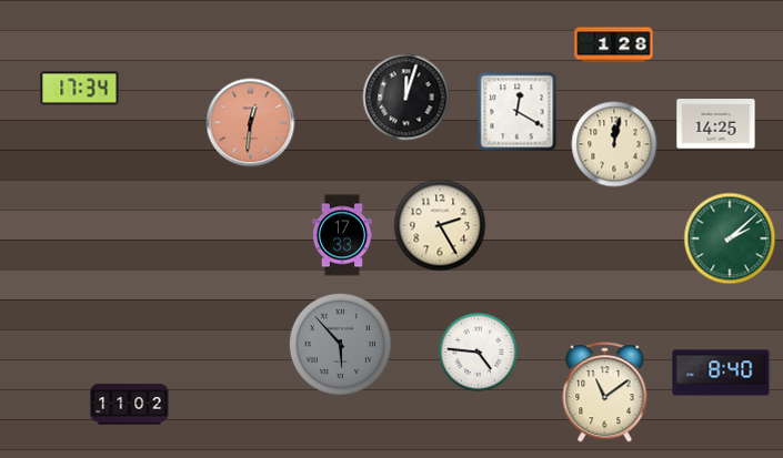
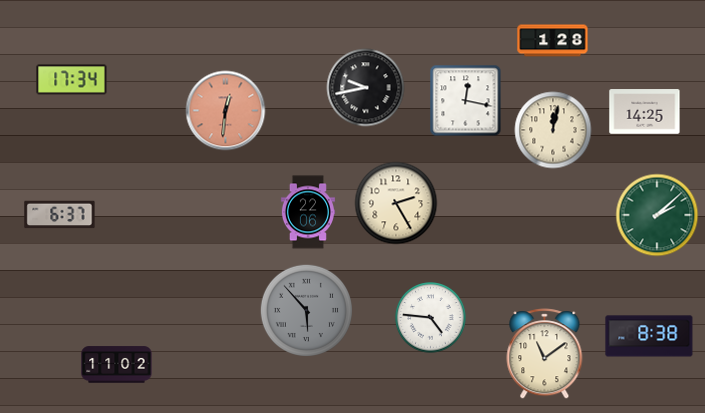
clock at (406, 98): 12:03 -> 9:43
clock at (518, 112): 12:20 -> 12:17
clock at (342, 235): 17:33 -> 22:06
clock at (60, 215): none -> 6:37
clock at (721, 373): 8:40 -> 8:38
